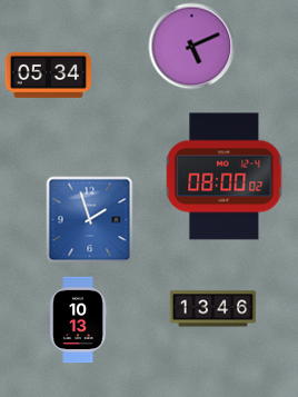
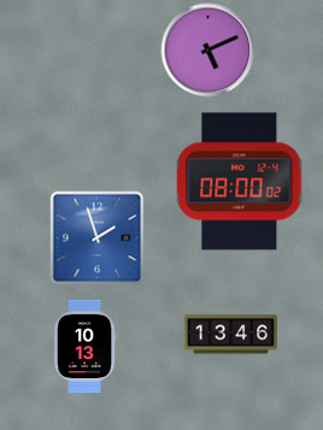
clock at (48, 75): 05:34 -> none
clock at (225, 177) position: (225, 177) -> (240, 182)
